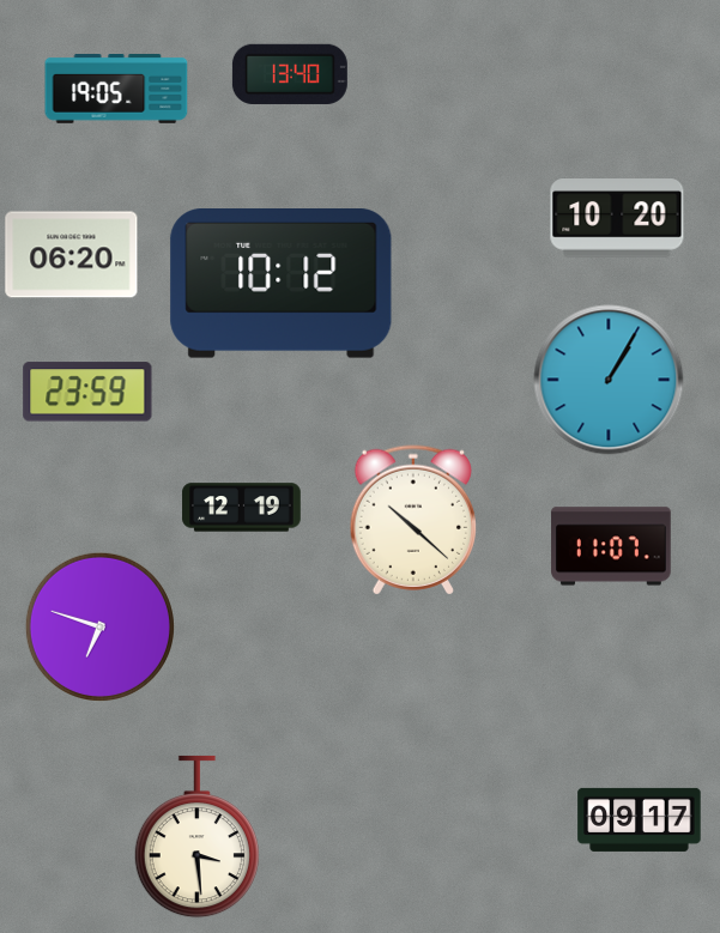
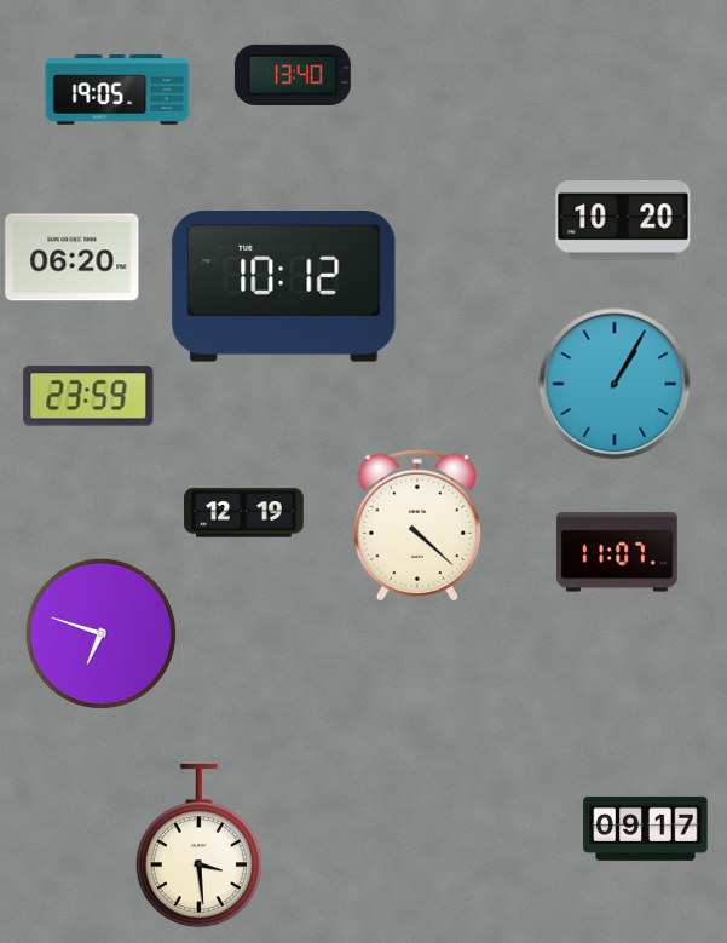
clock at (412, 520): 10:22 -> 4:22
